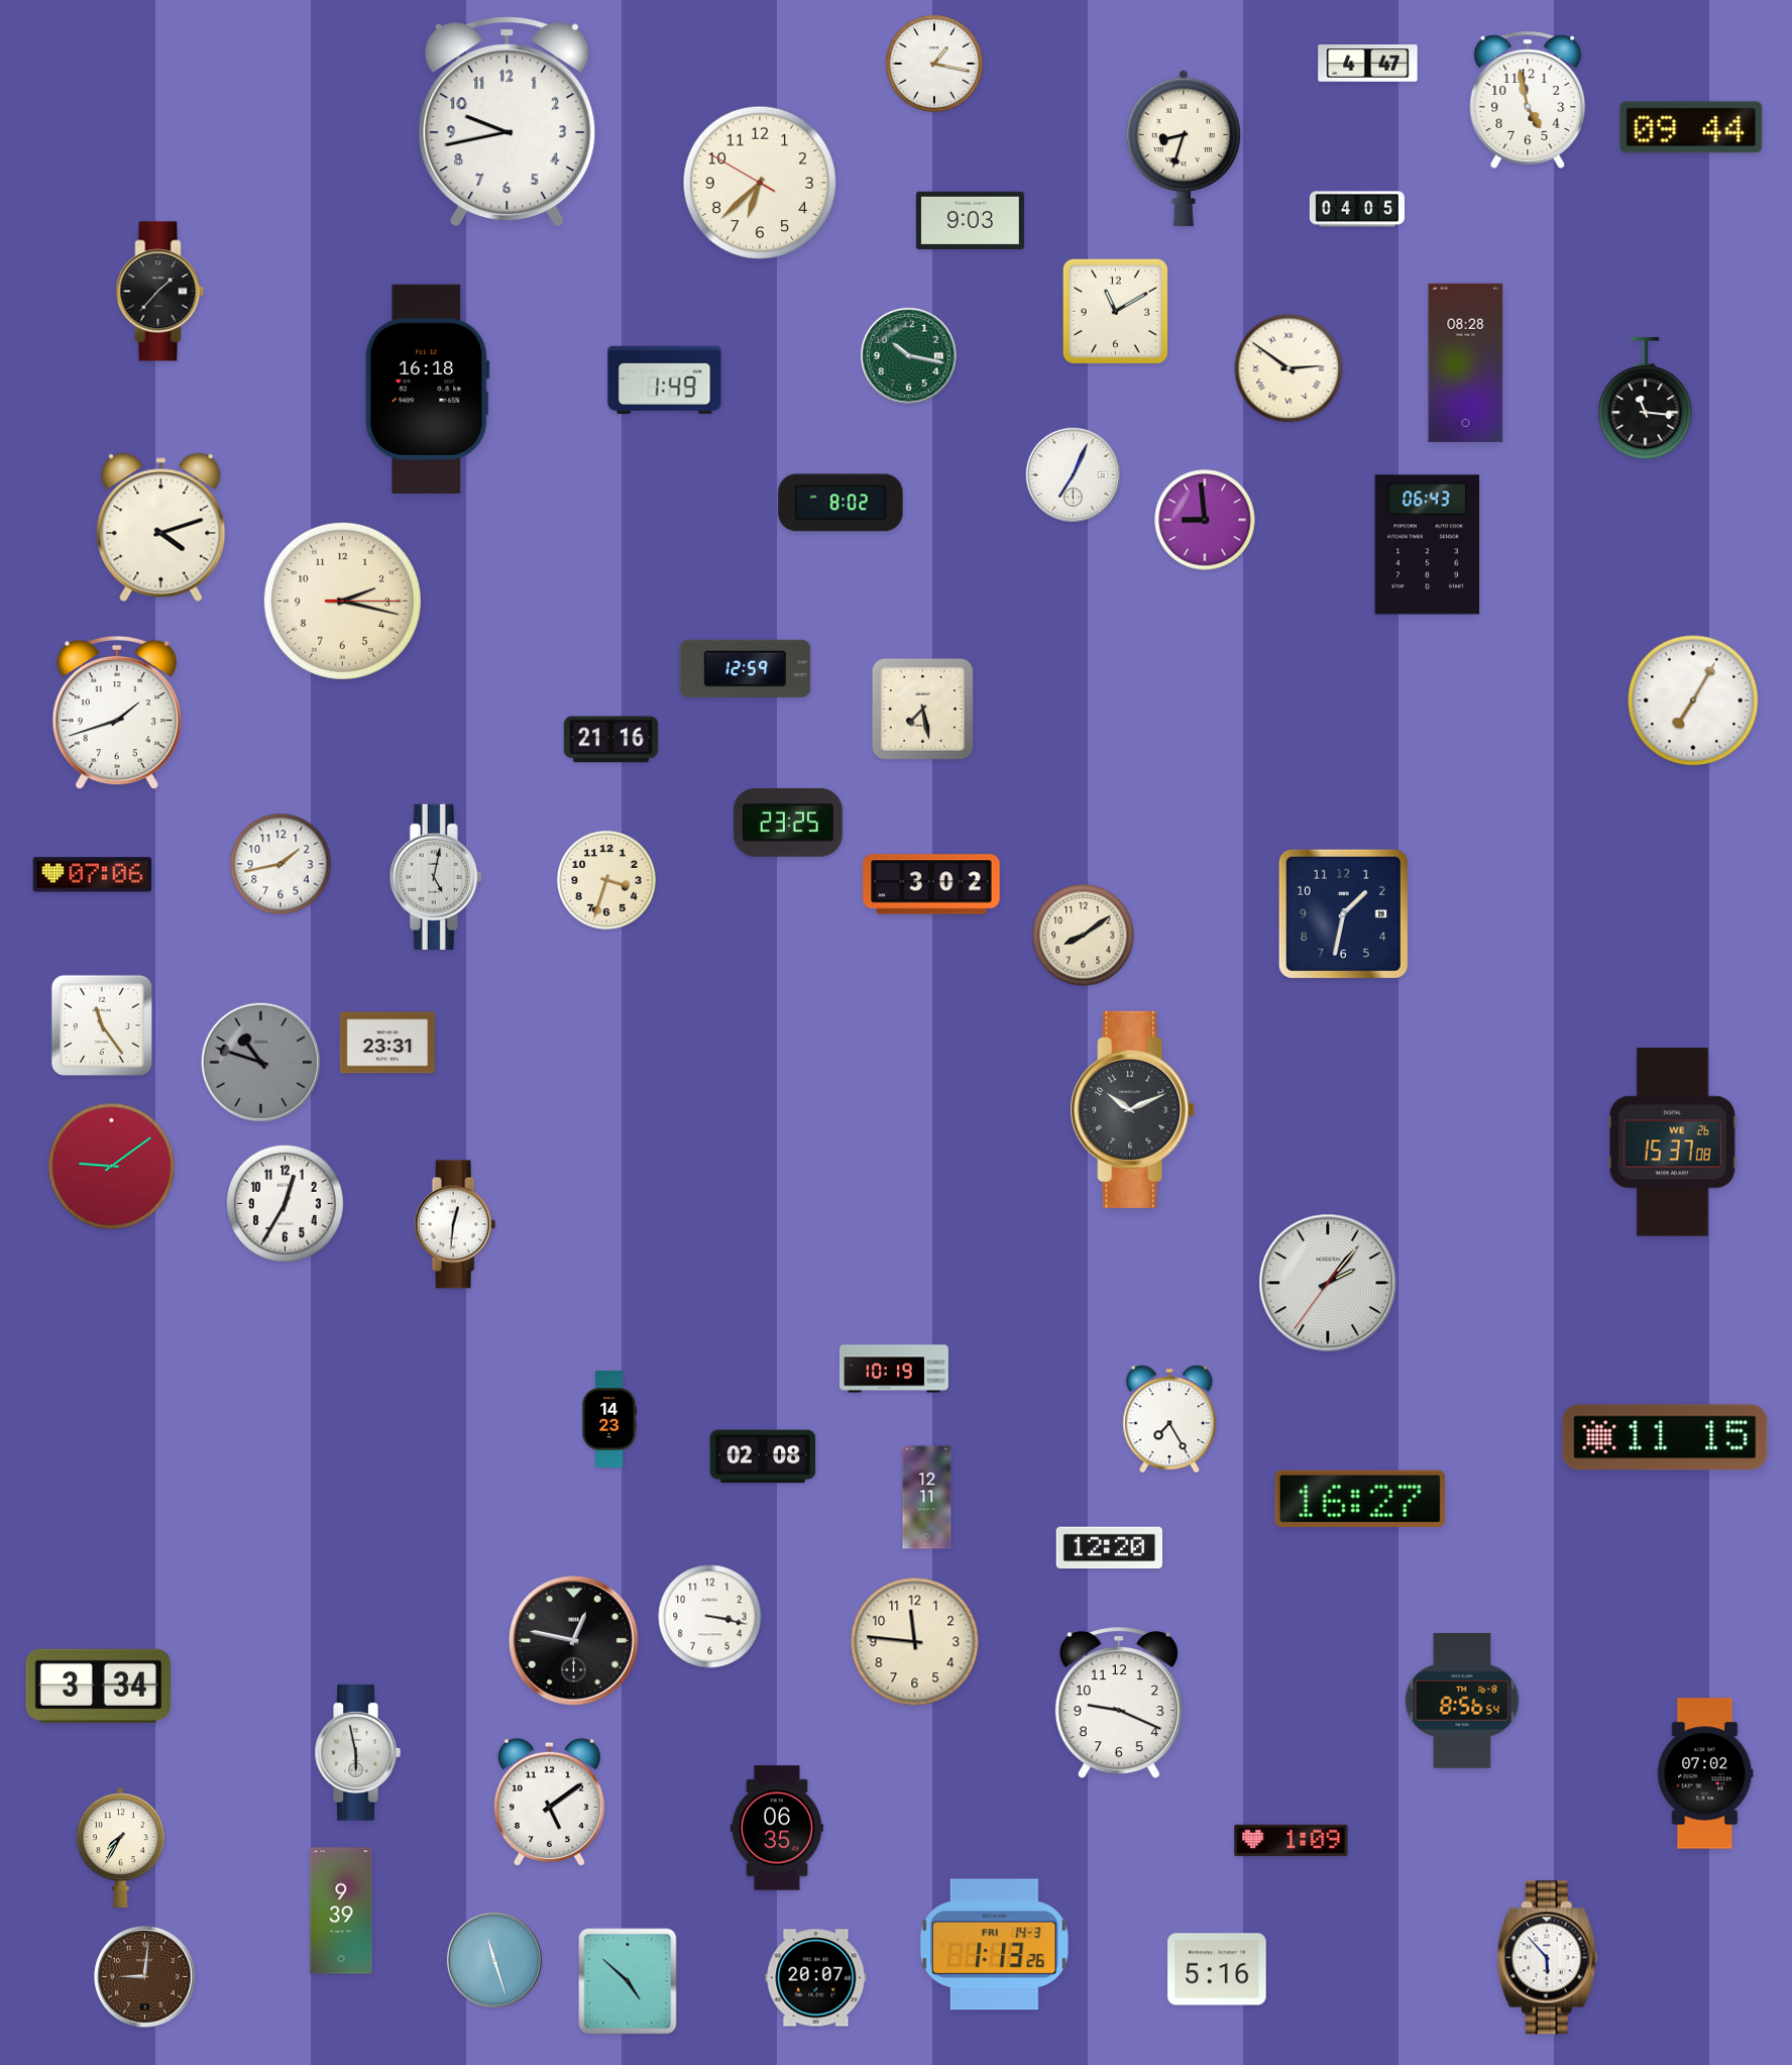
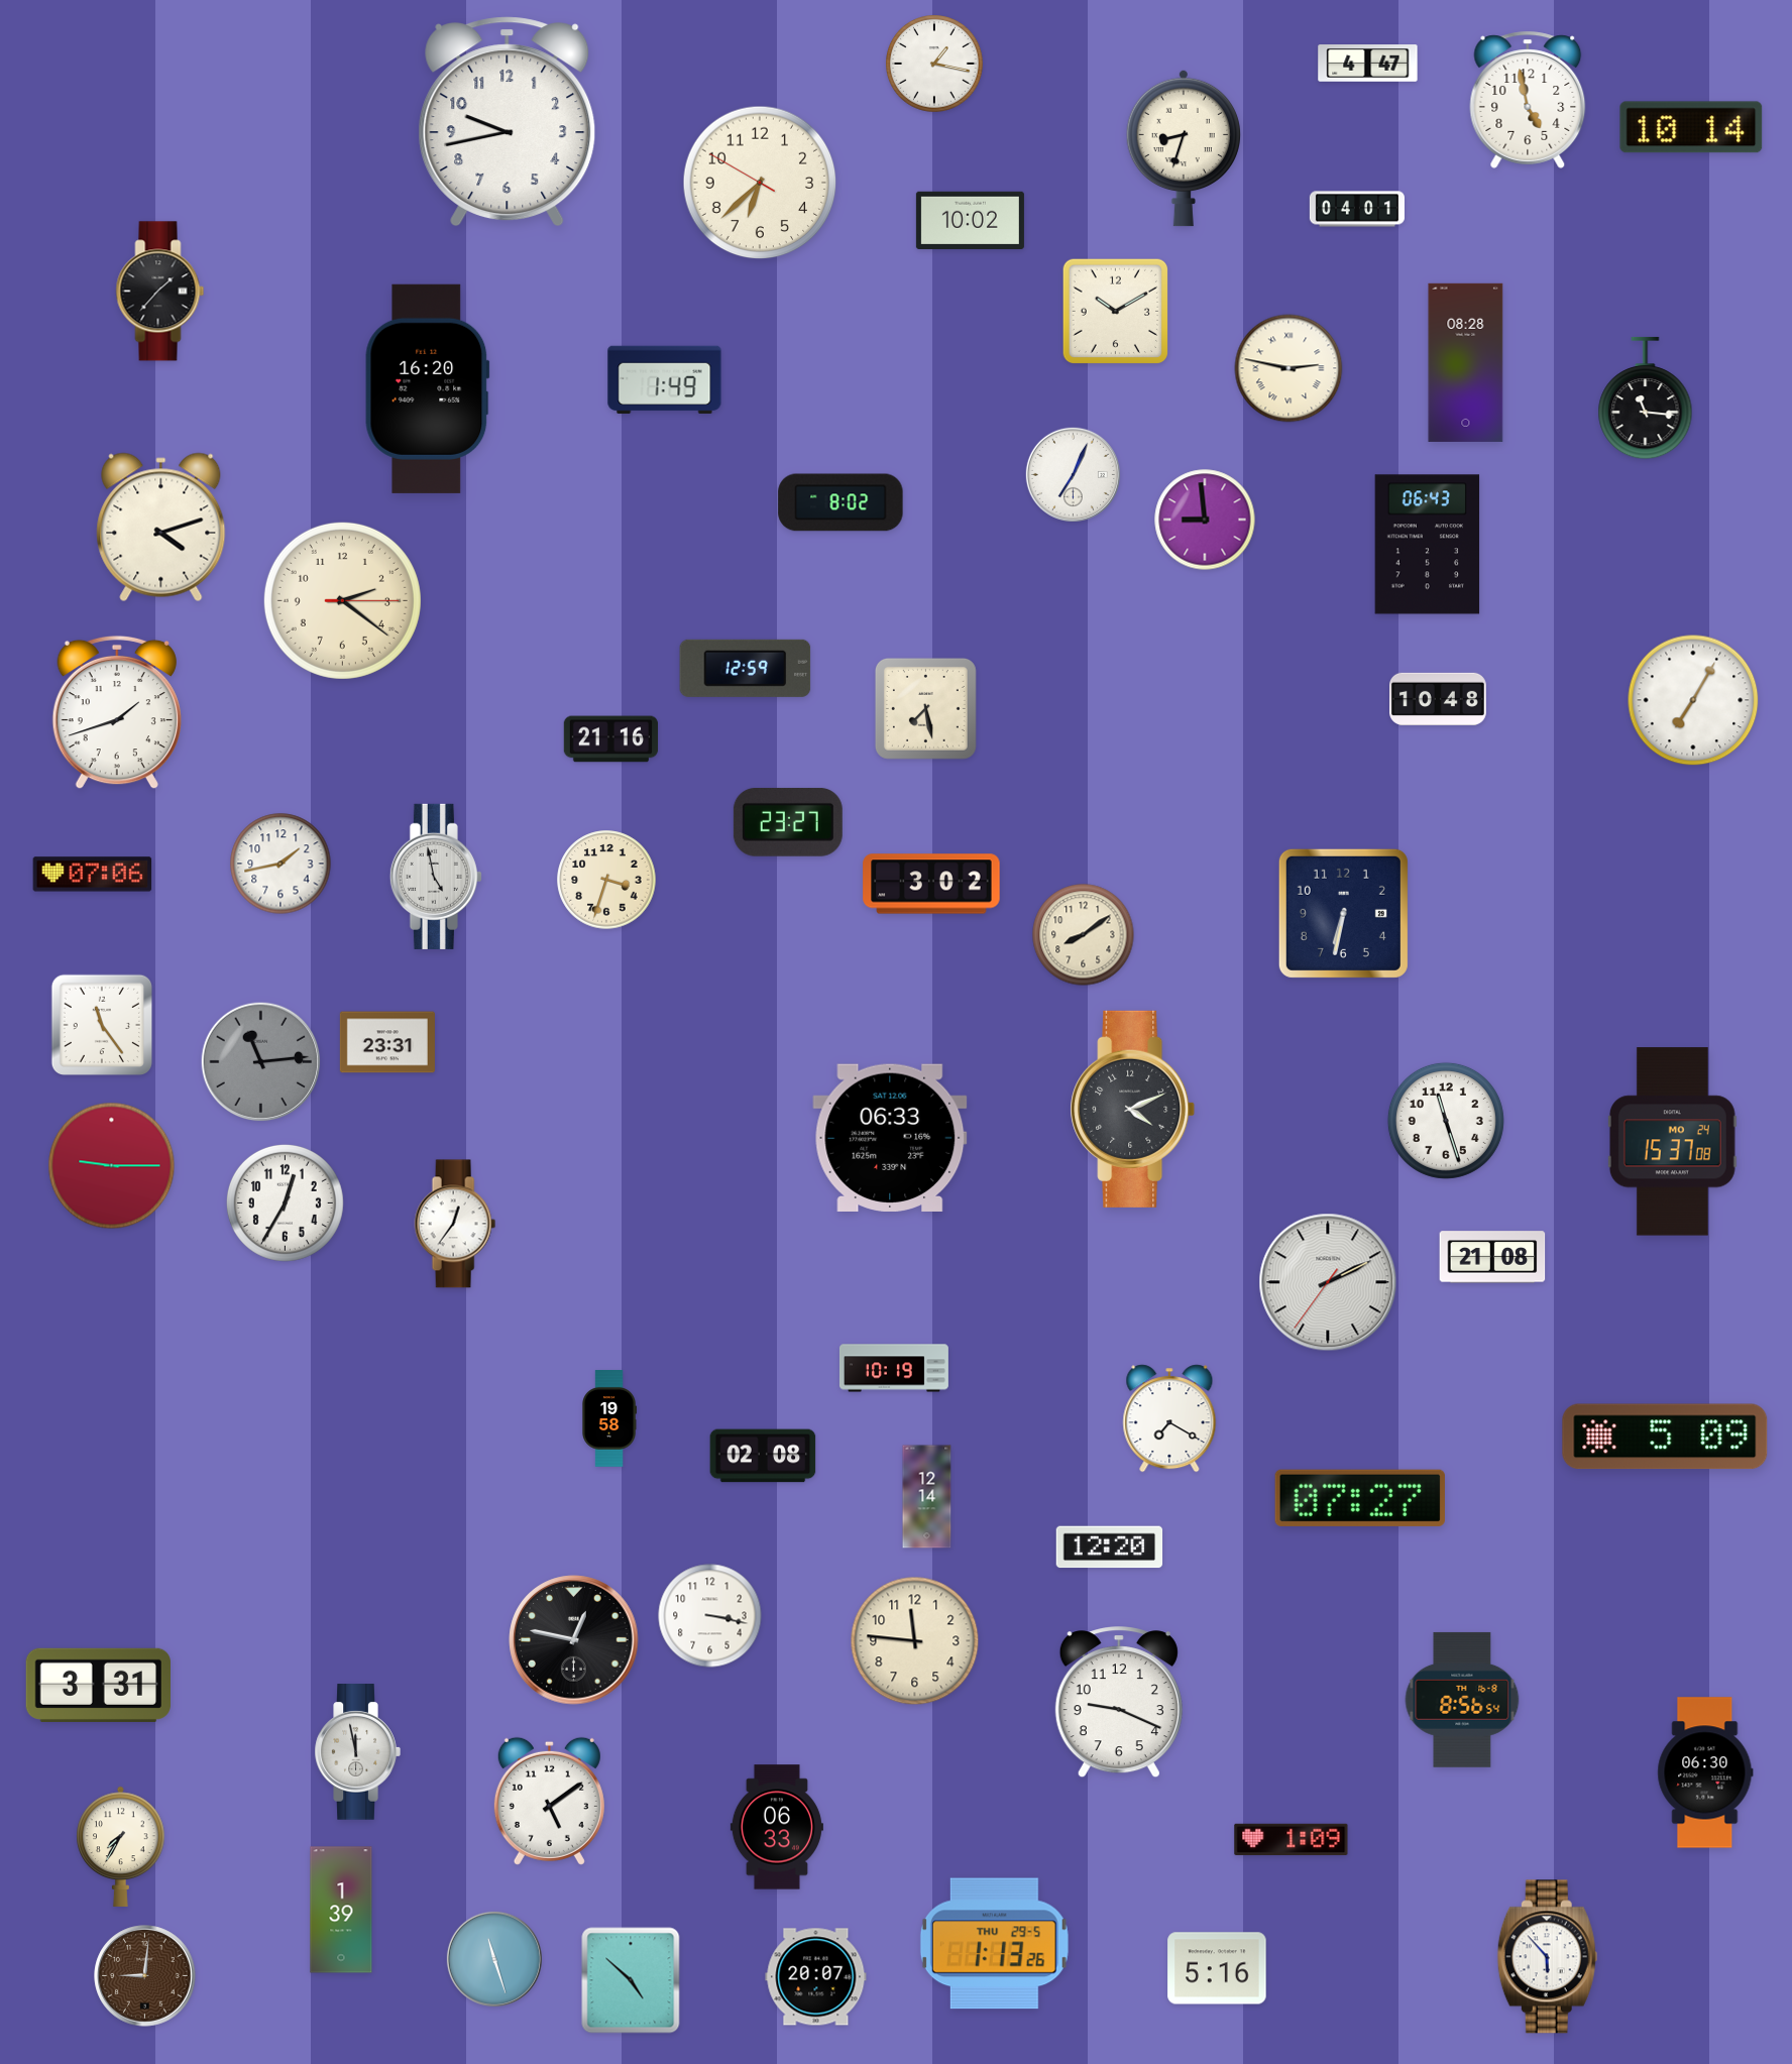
clock at (1691, 127): 09:44 -> 10:14
clock at (1357, 209): 04:05 -> 04:01
clock at (970, 220): 9:03 -> 10:02
clock at (1116, 312): 11:10 -> 10:10
clock at (908, 355): 10:17 -> none
clock at (1289, 368): 2:51 -> 2:47
clock at (428, 389): 16:18 -> 16:20
clock at (342, 601): 2:17 -> 2:21
clock at (1439, 699): none -> 10:48
clock at (922, 709) position: (922, 709) -> (925, 708)
clock at (788, 823): 23:25 -> 23:27
clock at (436, 877): 5:02 -> 4:58
clock at (1343, 913): 1:32 -> 6:32
clock at (261, 1063): 10:48 -> 11:14
clock at (1133, 1109): 10:11 -> 4:11
clock at (1446, 1121): none -> 11:27
clock at (890, 1138): none -> 06:33
clock at (1672, 1143) date: WE 26 -> MO 24
clock at (112, 1167): 9:09 -> 9:15
clock at (455, 1224): 12:31 -> 12:36
clock at (1492, 1257): none -> 21:08
clock at (1328, 1283): 2:06 -> 2:10
clock at (1169, 1419): 7:25 -> 7:20
clock at (609, 1420): 14:23 -> 19:58
clock at (1665, 1437): 11:15 -> 5:09
clock at (927, 1498): 12:11 -> 12:14
clock at (1360, 1499): 16:27 -> 07:27
clock at (98, 1686): 3:34 -> 3:31
clock at (357, 1753): 5:58 -> 11:58
clock at (1705, 1773): 07:02 -> 06:30
clock at (777, 1828): 06:35 -> 06:33
clock at (341, 1911): 9:39 -> 1:39
clock at (994, 1945) date: FRI 14-3 -> THU 29-5
clock at (628, 1981) position: (628, 1981) -> (631, 1980)
